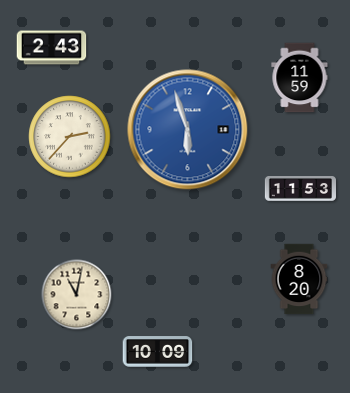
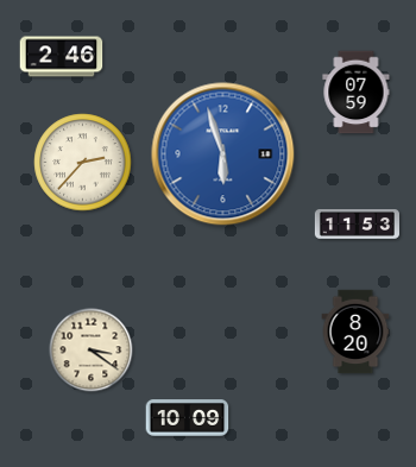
clock at (52, 48): 2:43 -> 2:46
clock at (300, 78): 11:59 -> 07:59
clock at (77, 295): 11:02 -> 3:21
